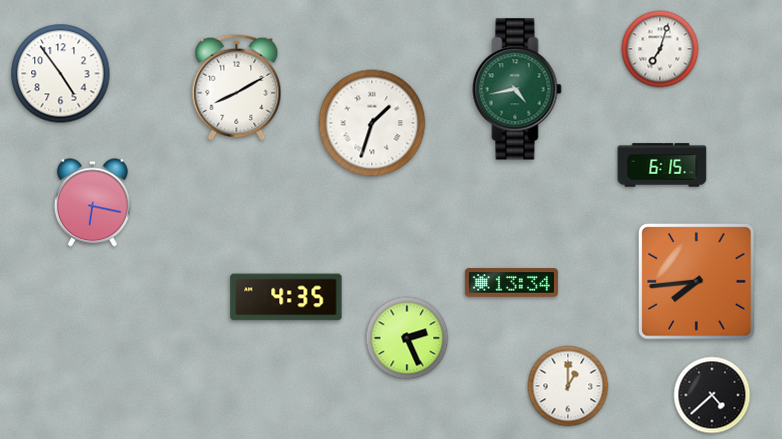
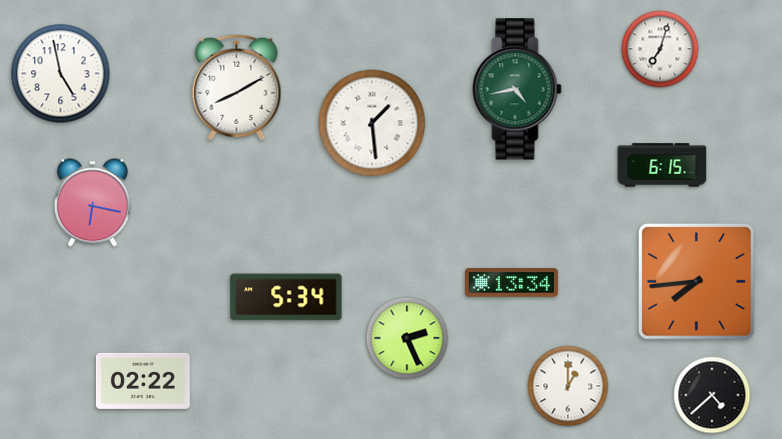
clock at (61, 74): 4:54 -> 4:58
clock at (372, 123): 1:33 -> 1:29
clock at (286, 297): 4:35 -> 5:34
clock at (143, 381): none -> 02:22
